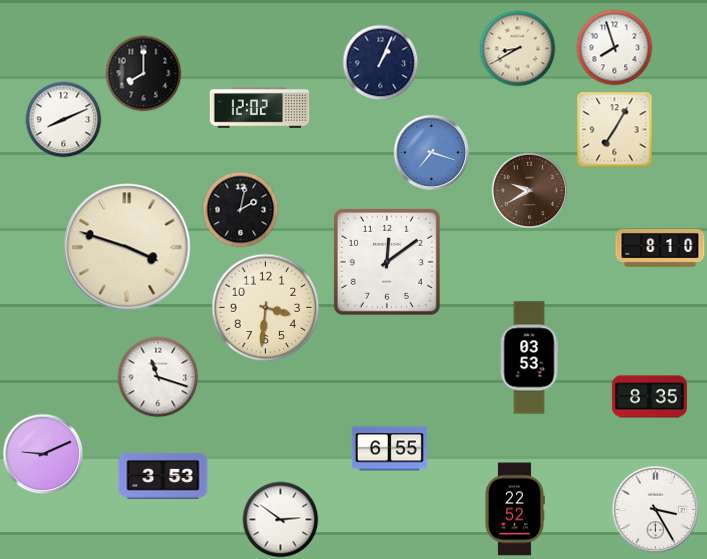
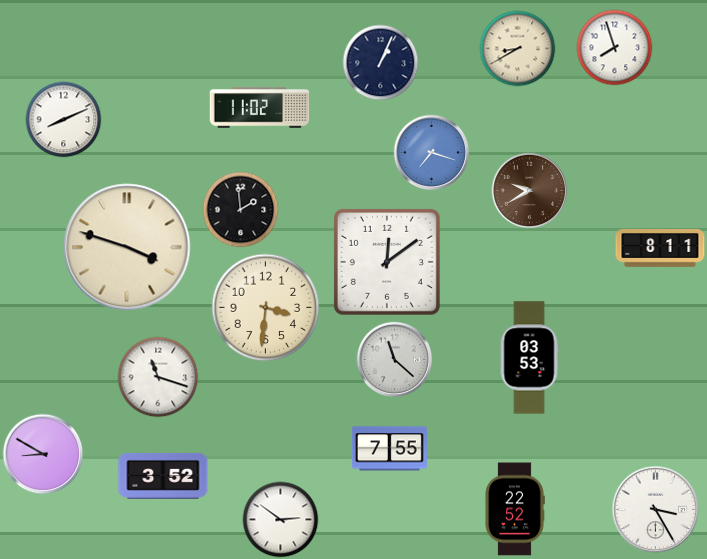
clock at (144, 74): 8:00 -> none
clock at (260, 108): 12:02 -> 11:02
clock at (615, 130): 7:05 -> none
clock at (241, 210): 2:02 -> 1:59
clock at (660, 249): 8:10 -> 8:11
clock at (395, 360): none -> 11:22
clock at (649, 397): 8:35 -> none
clock at (389, 449): 6:55 -> 7:55
clock at (43, 454): 9:11 -> 8:50
clock at (163, 476): 3:53 -> 3:52
